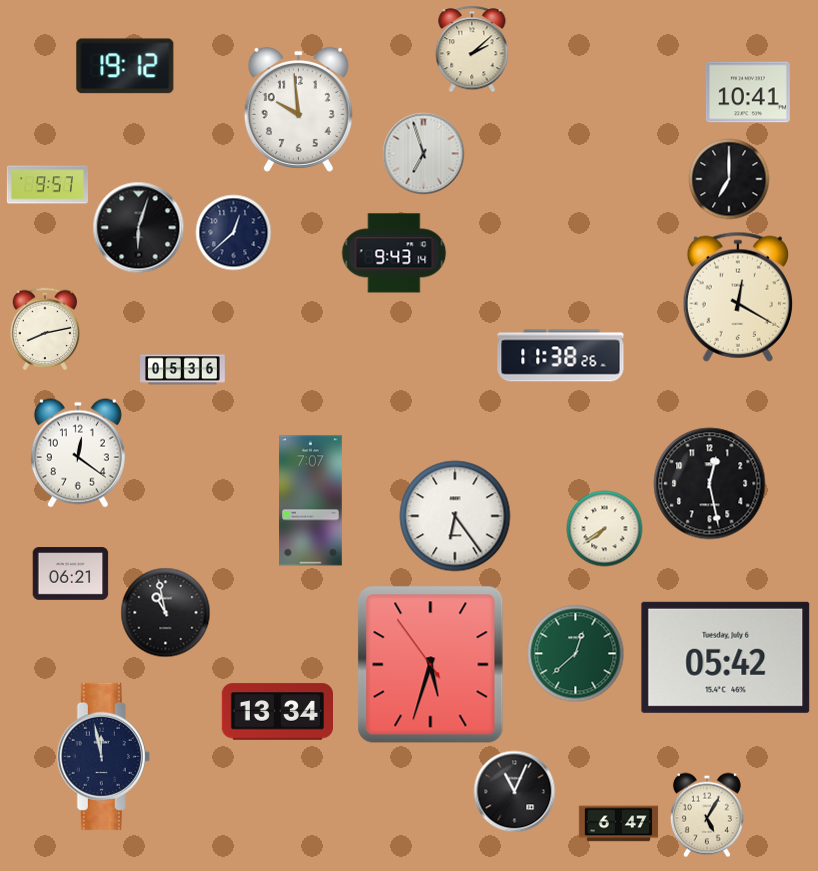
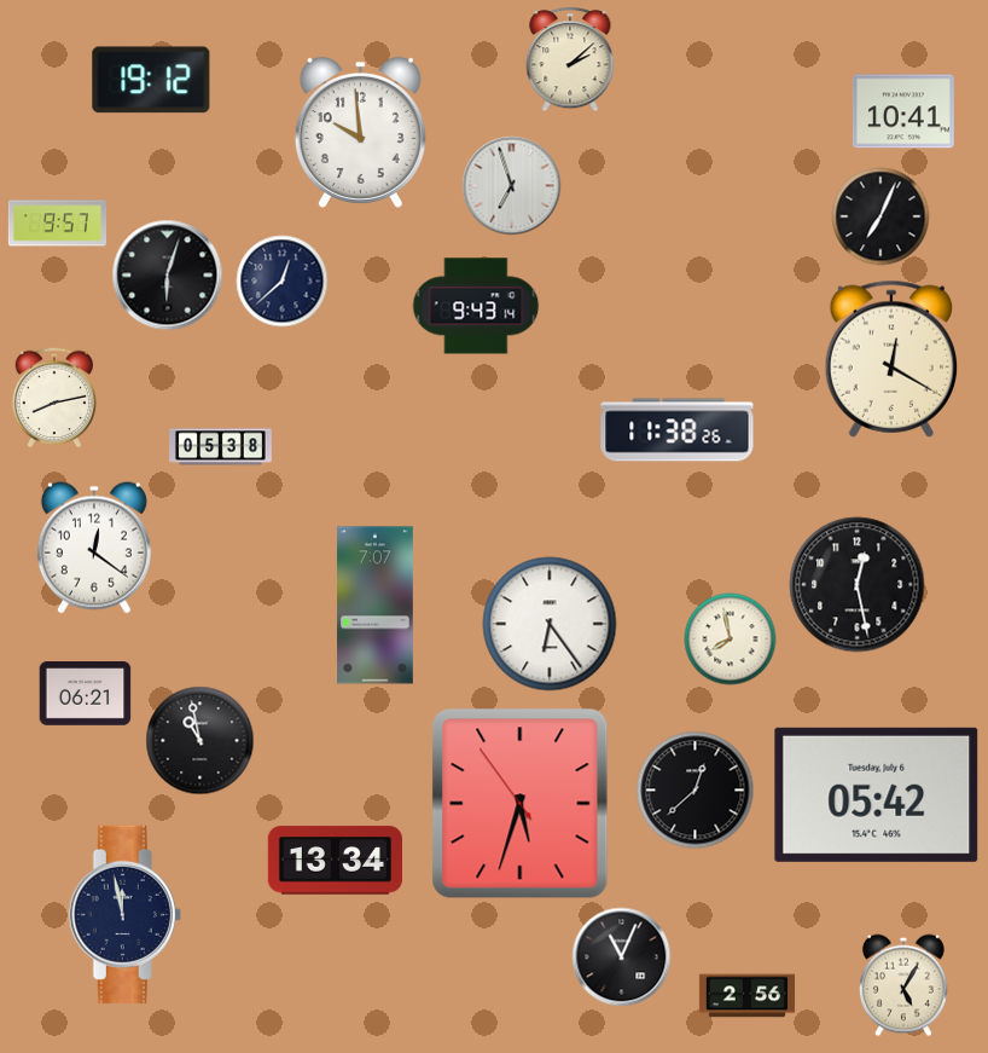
clock at (729, 179): 7:00 -> 7:04
clock at (183, 370): 05:36 -> 05:38
clock at (605, 529): 7:39 -> 7:58
clock at (576, 654) dial: green -> black
clock at (707, 815) position: (707, 815) -> (903, 985)
clock at (619, 824): 6:47 -> 2:56
